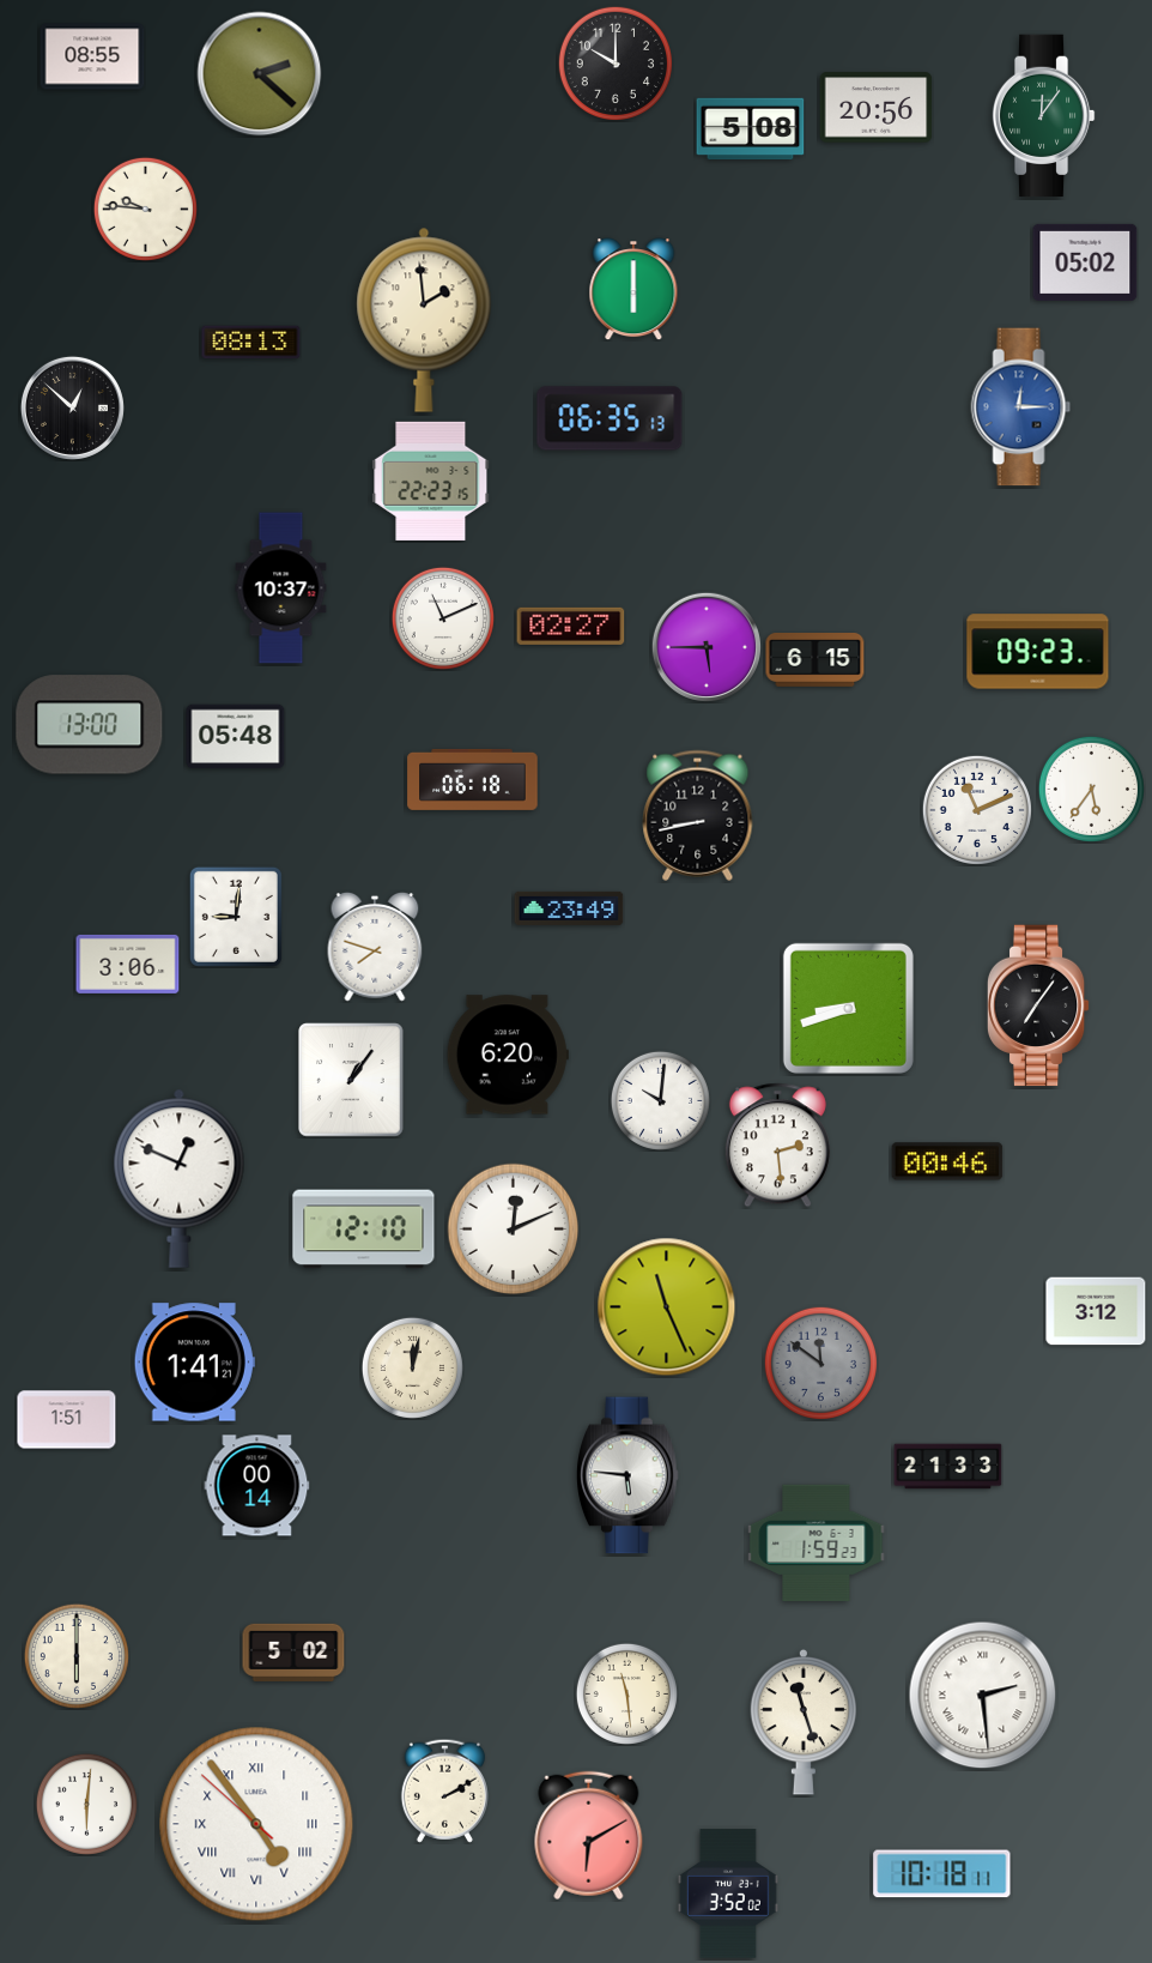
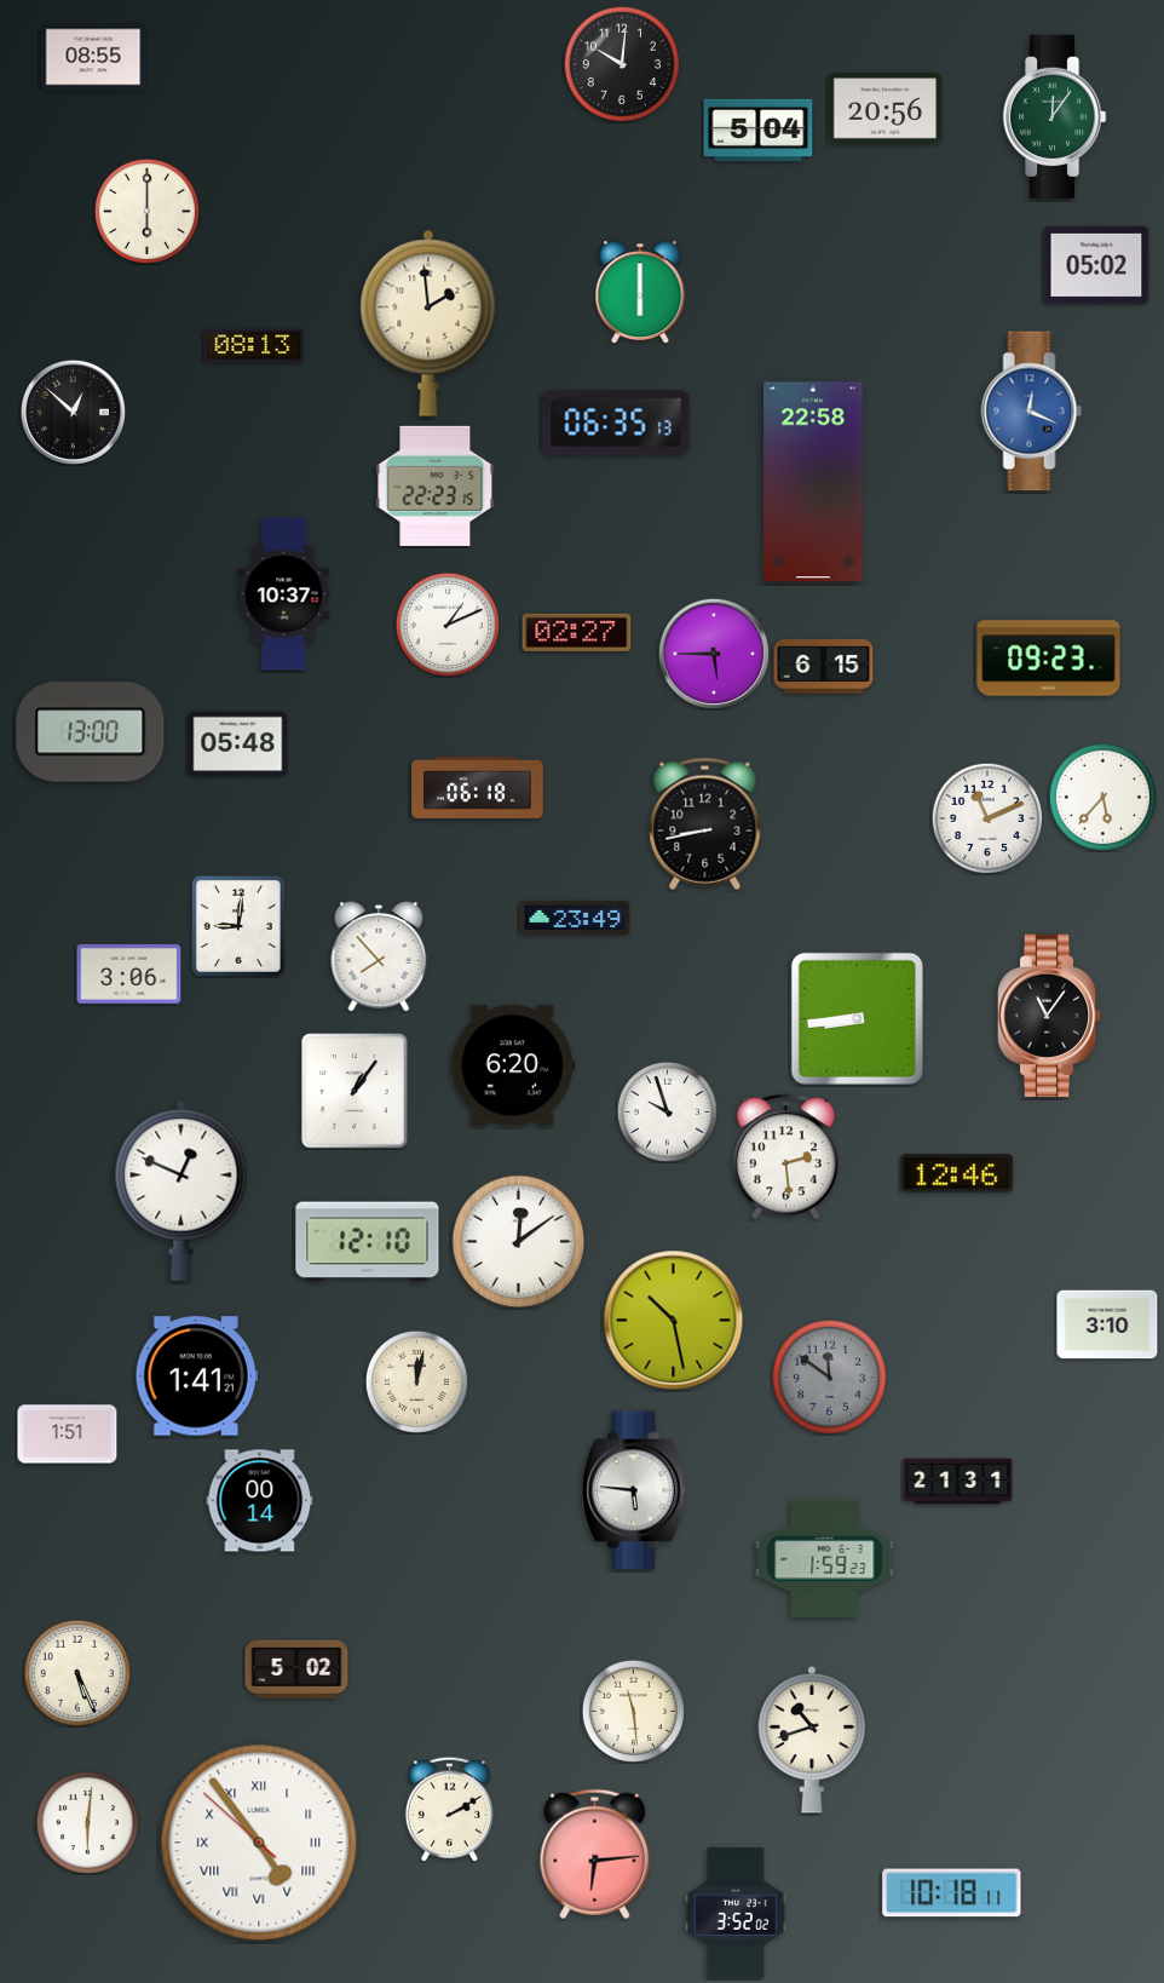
clock at (614, 62): 10:00 -> 10:01
clock at (260, 74): 2:22 -> none
clock at (751, 129): 5:08 -> 5:04
clock at (145, 209): 9:46 -> 6:00
clock at (1021, 407): 12:15 -> 12:19
clock at (813, 482): none -> 22:58
clock at (443, 618): 11:11 -> 1:11
clock at (1091, 789): 5:36 -> 5:37
clock at (375, 947): 7:48 -> 7:53
clock at (1038, 1005): 7:06 -> 11:06
clock at (848, 1008): 8:42 -> 8:44
clock at (660, 1100): 10:01 -> 9:57
clock at (947, 1161): 00:46 -> 12:46
clock at (514, 1230): 12:11 -> 12:09
clock at (667, 1307): 11:26 -> 10:28
clock at (1096, 1311): 3:12 -> 3:10
clock at (948, 1467): 21:33 -> 21:31
clock at (77, 1656): 6:00 -> 5:26
clock at (983, 1696): 2:29 -> none
clock at (804, 1722): 11:27 -> 10:42
clock at (589, 1836): 6:10 -> 6:14
